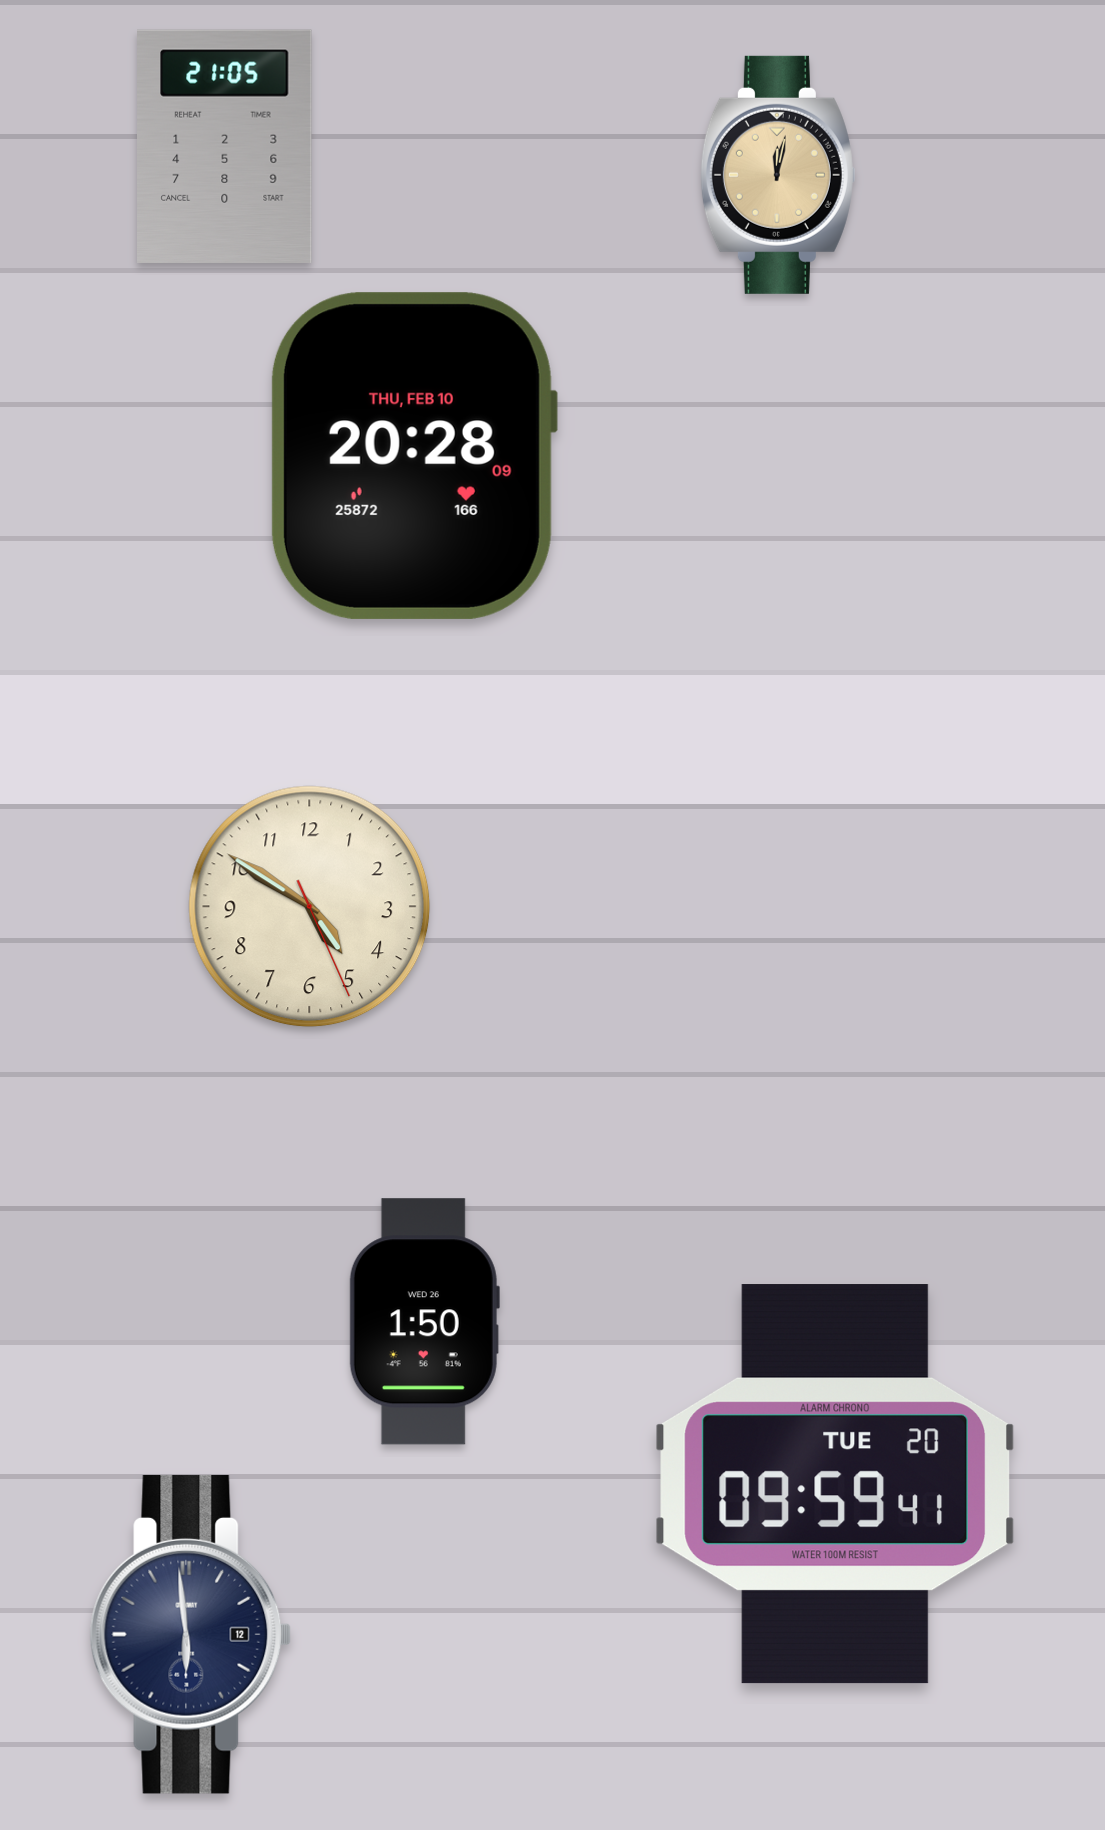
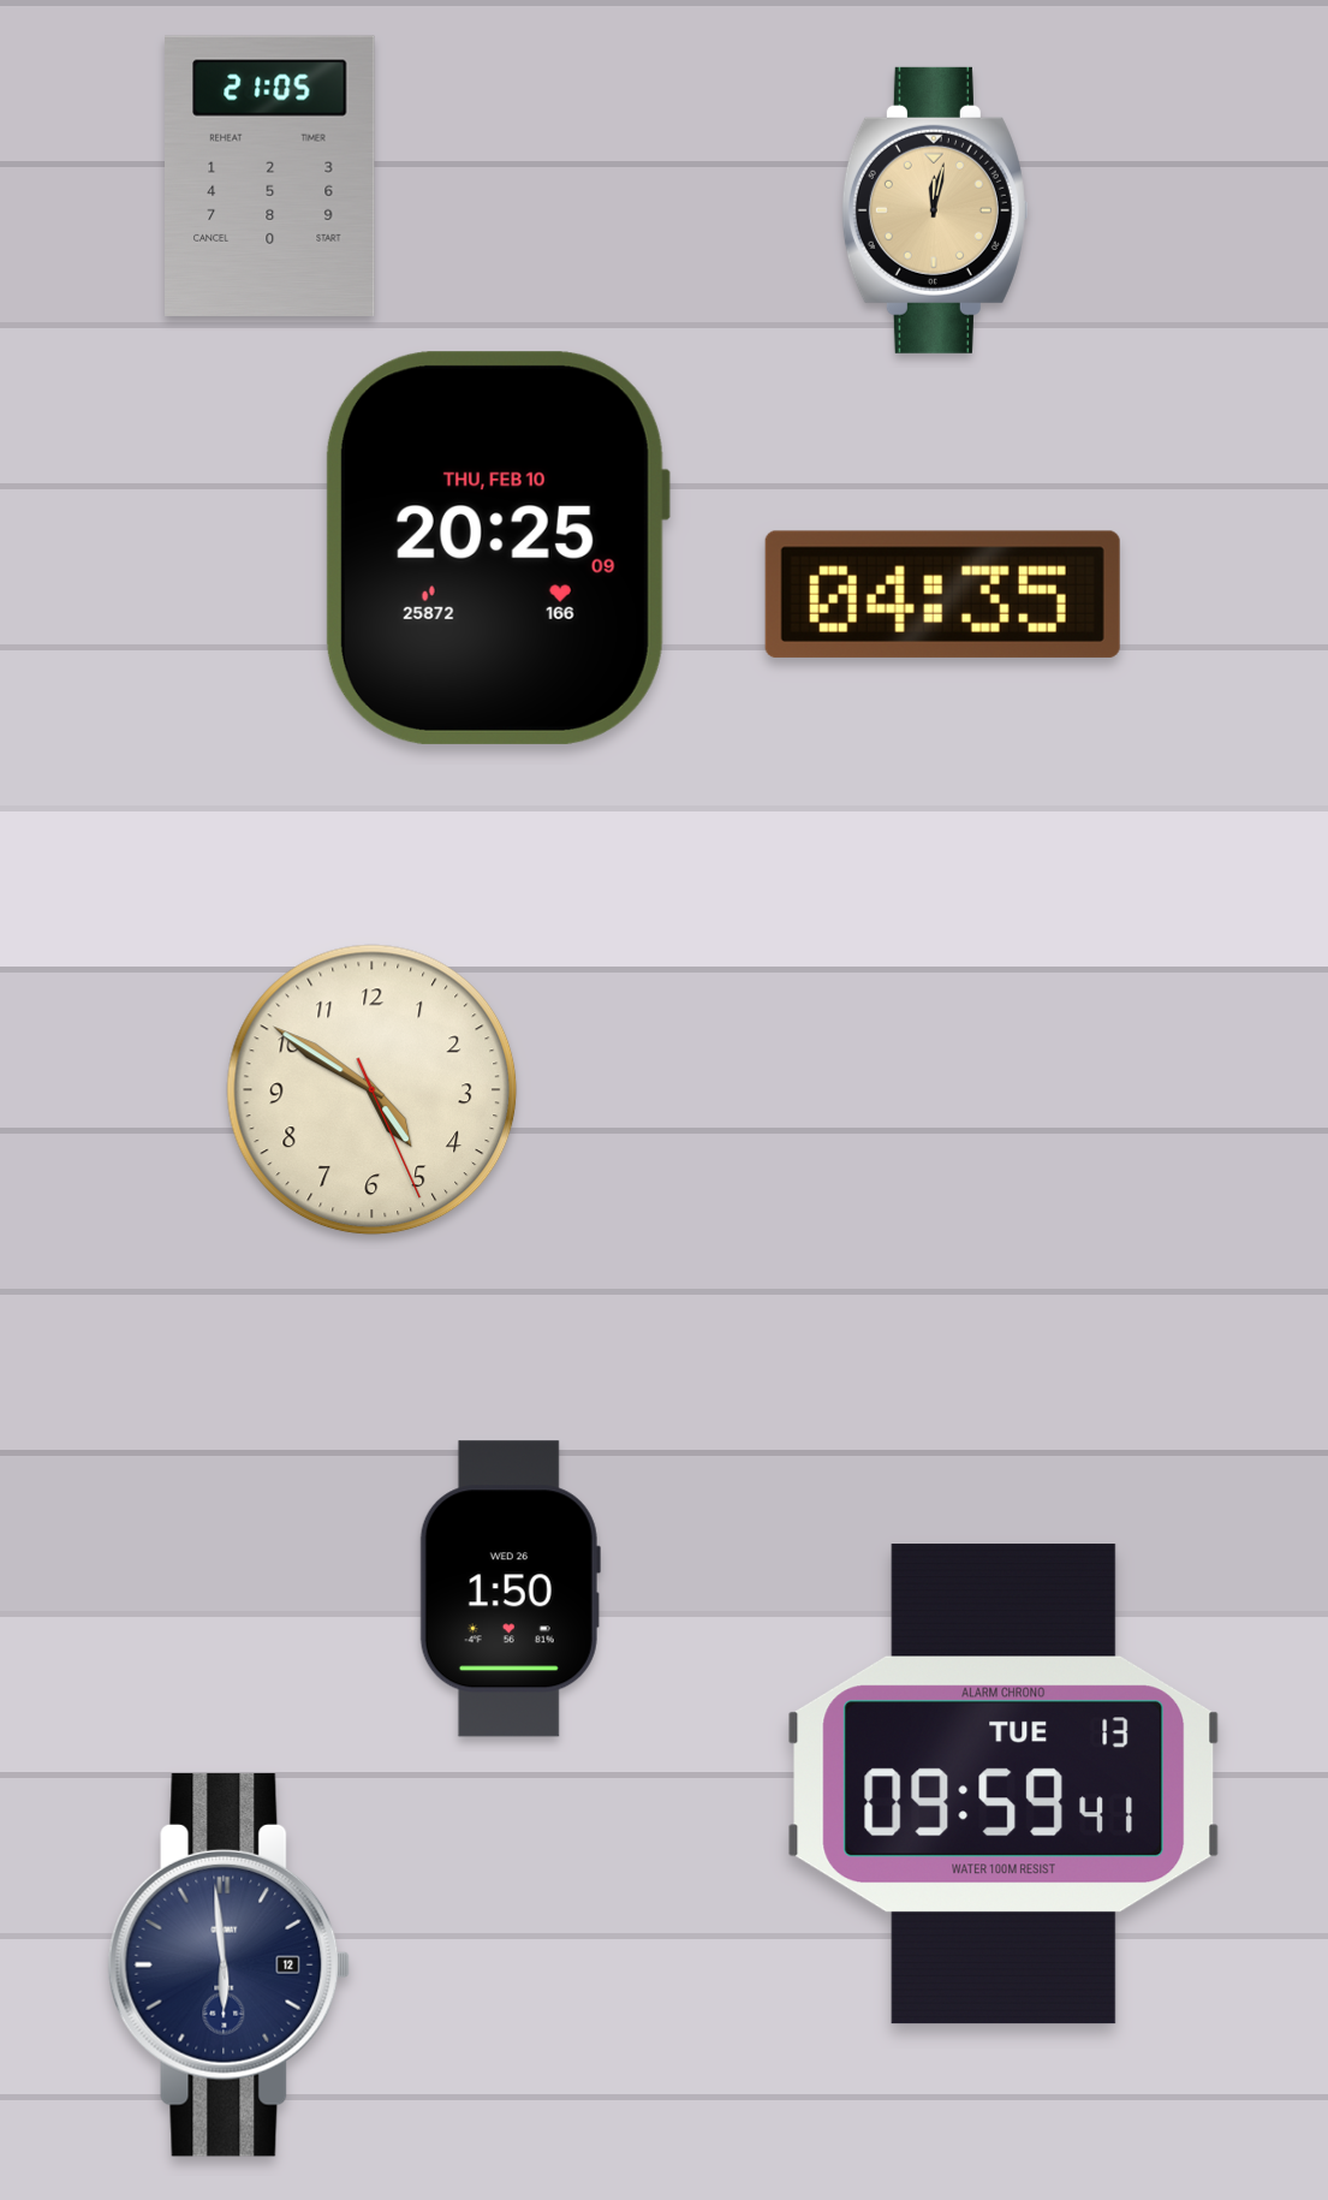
clock at (413, 456): 20:28 -> 20:25
clock at (942, 594): none -> 04:35
clock at (834, 1484) date: TUE 20 -> TUE 13
